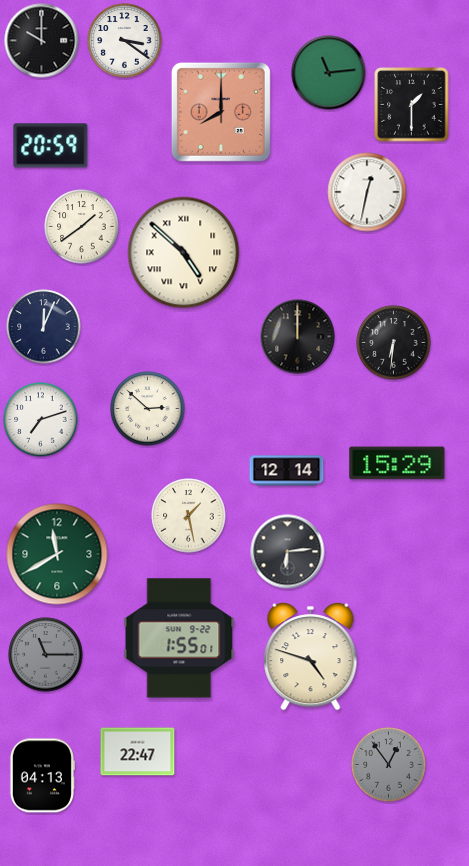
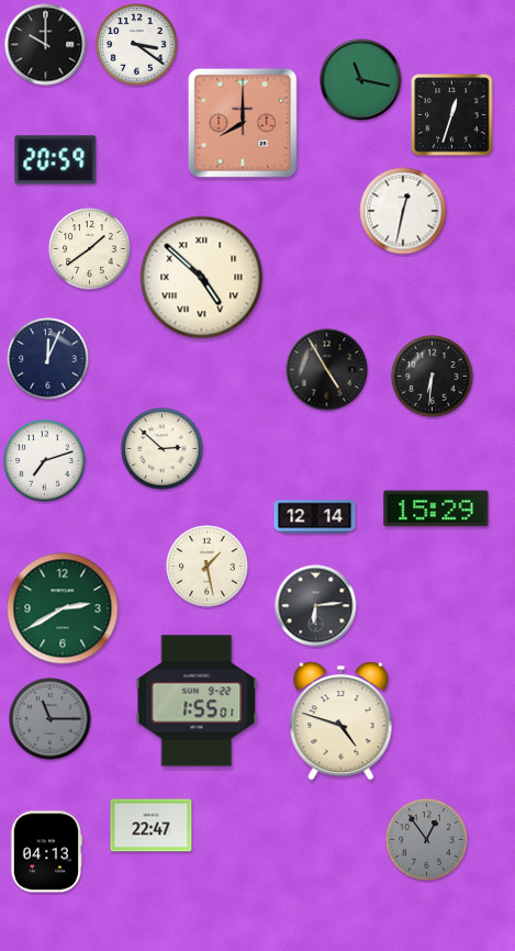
clock at (329, 73): 11:14 -> 11:17
clock at (412, 105): 1:30 -> 12:33
clock at (298, 337): 12:00 -> 4:55
clock at (57, 554): 11:40 -> 2:40
